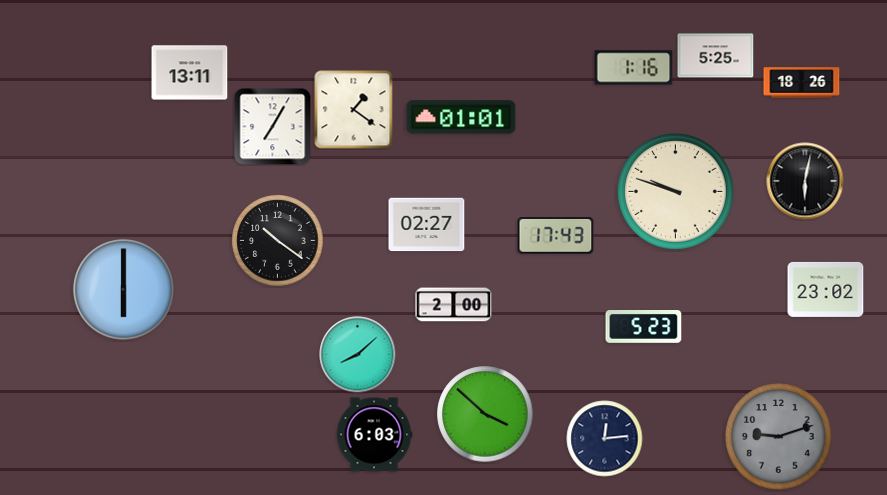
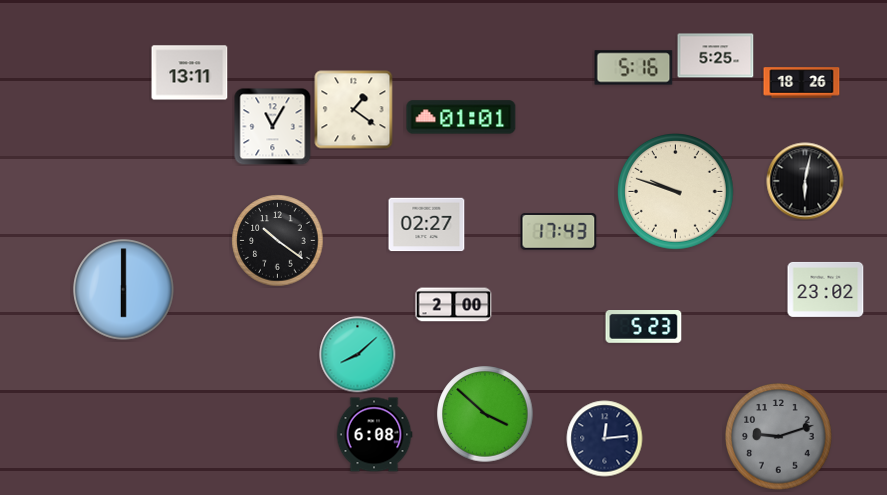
clock at (634, 68): 1:16 -> 5:16
clock at (273, 127): 7:05 -> 11:05
clock at (556, 236) position: (556, 236) -> (559, 232)
clock at (374, 435): 6:03 -> 6:08
